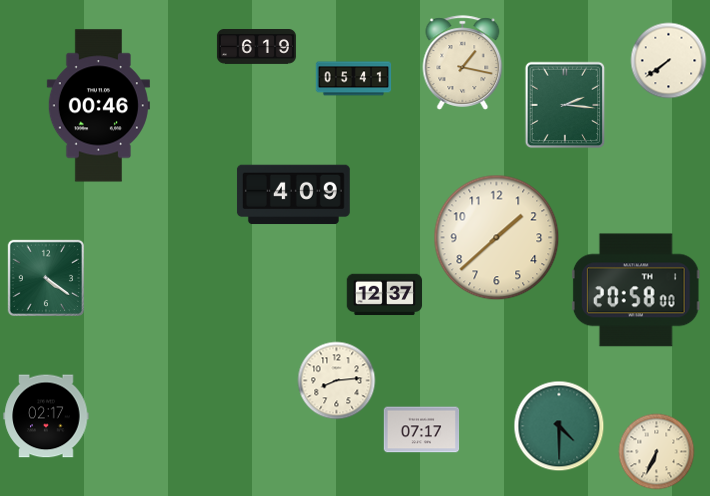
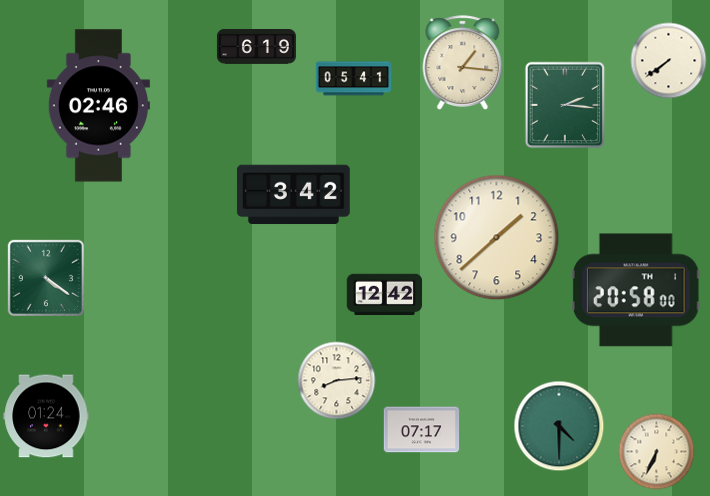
clock at (463, 63): 1:17 -> 1:16
clock at (98, 106): 00:46 -> 02:46
clock at (293, 195): 4:09 -> 3:42
clock at (385, 295): 12:37 -> 12:42
clock at (46, 416): 02:17 -> 01:24
